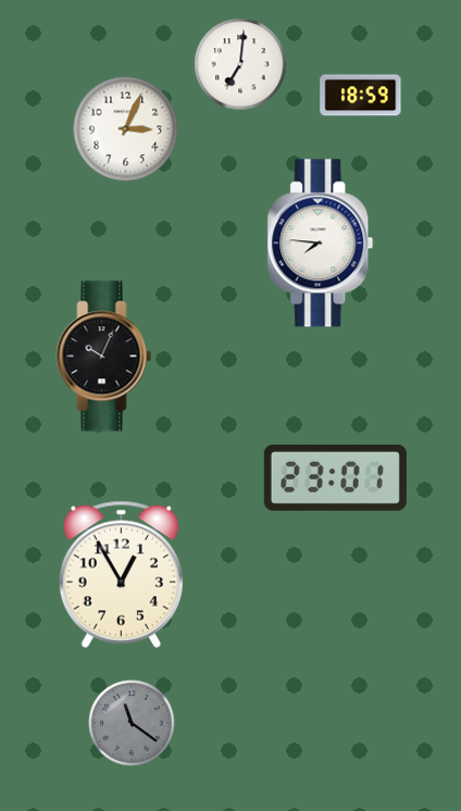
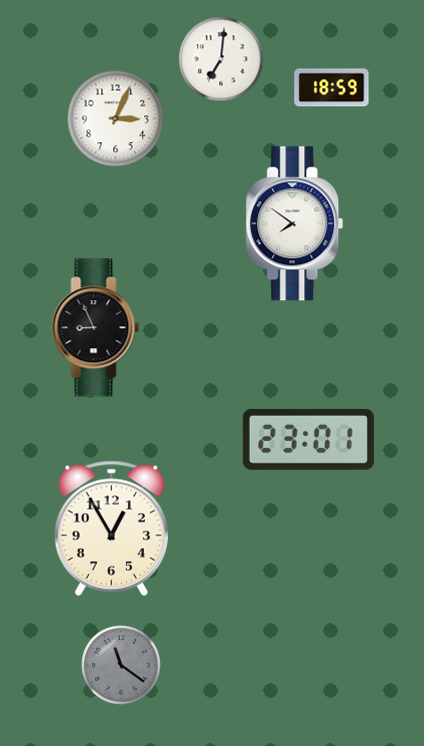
clock at (321, 244): 7:46 -> 7:51
clock at (104, 357): 10:04 -> 8:56
